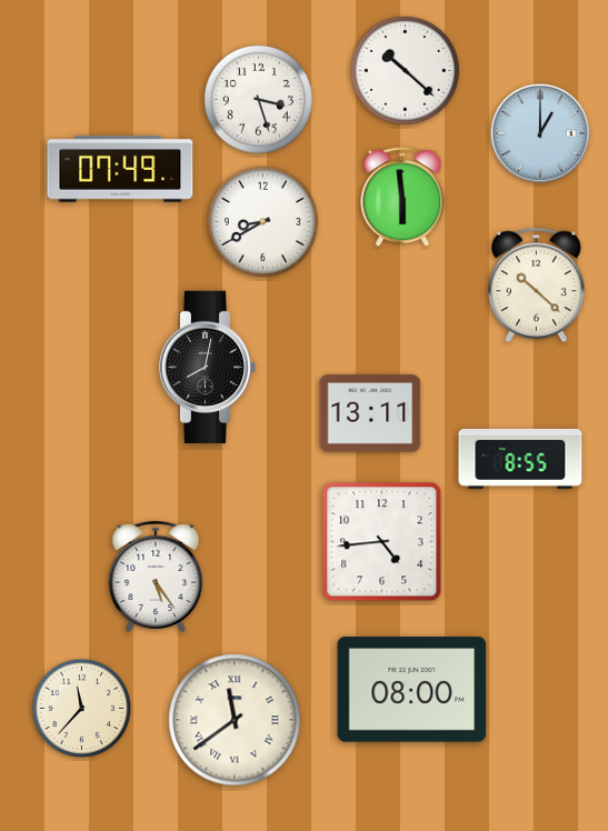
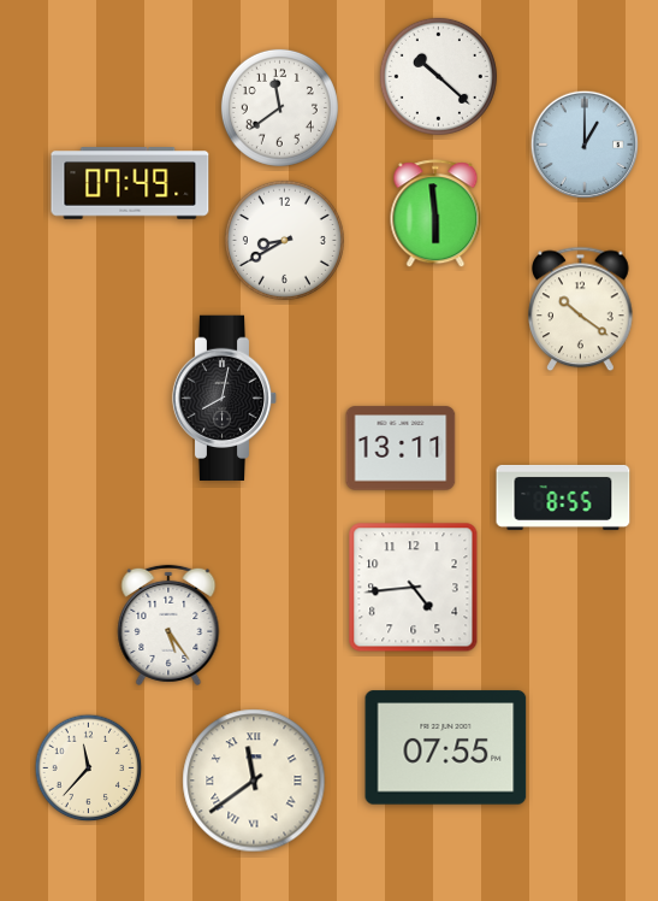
clock at (258, 99): 3:27 -> 11:39
clock at (537, 286): 10:22 -> 10:21
clock at (412, 690): 08:00 -> 07:55
